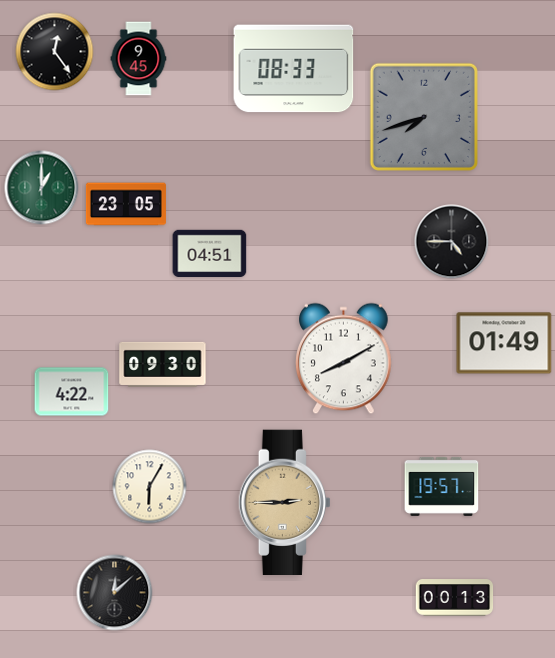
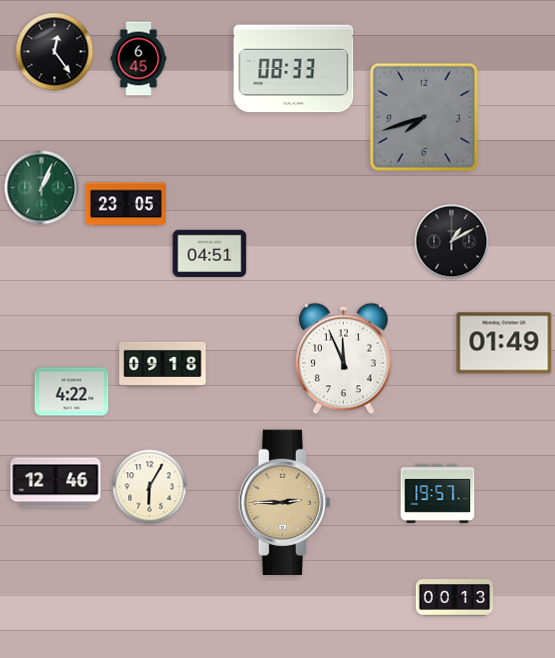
clock at (139, 59): 9:45 -> 6:45
clock at (42, 188): 1:00 -> 1:04
clock at (452, 242): 4:45 -> 1:10
clock at (344, 359): 8:10 -> 11:56
clock at (163, 364): 09:30 -> 09:18
clock at (56, 483): none -> 12:46
clock at (442, 486) position: (442, 486) -> (438, 493)
clock at (115, 593): 12:08 -> none
